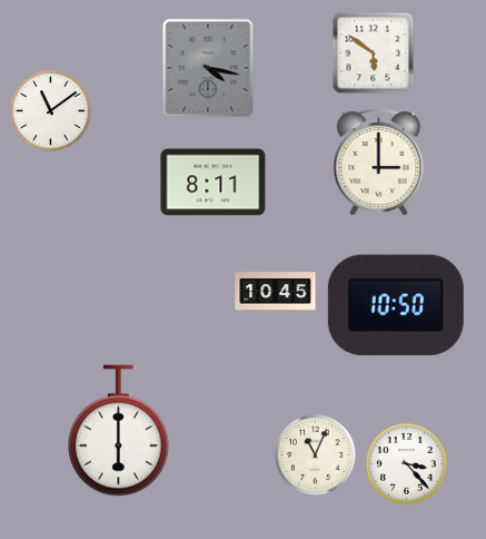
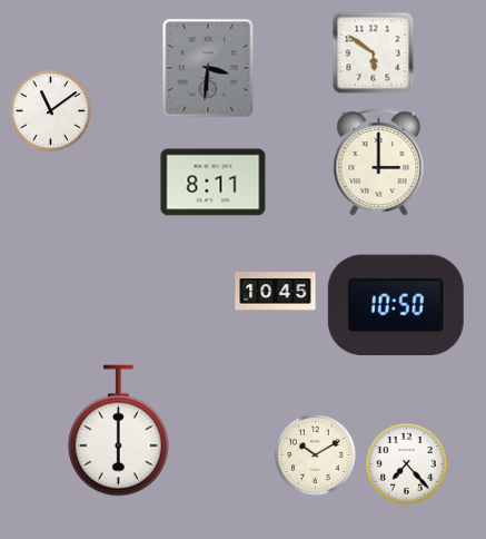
clock at (208, 68): 4:17 -> 3:31
clock at (316, 455): 11:04 -> 10:10
clock at (407, 464): 3:23 -> 7:23
